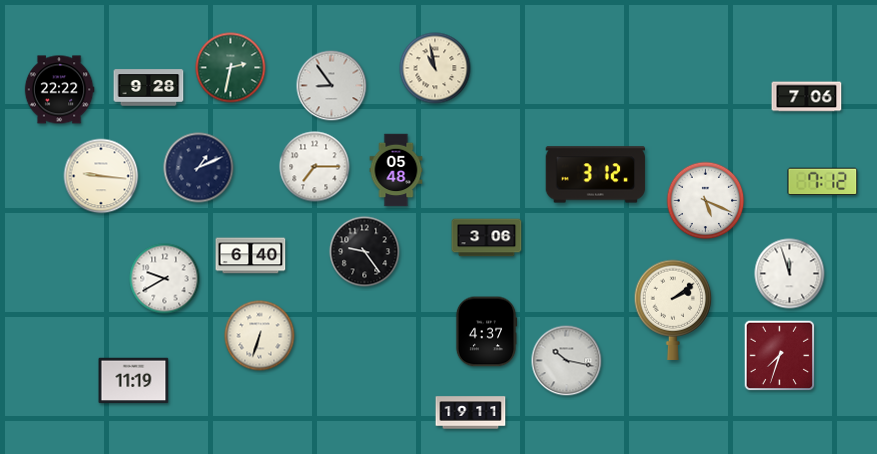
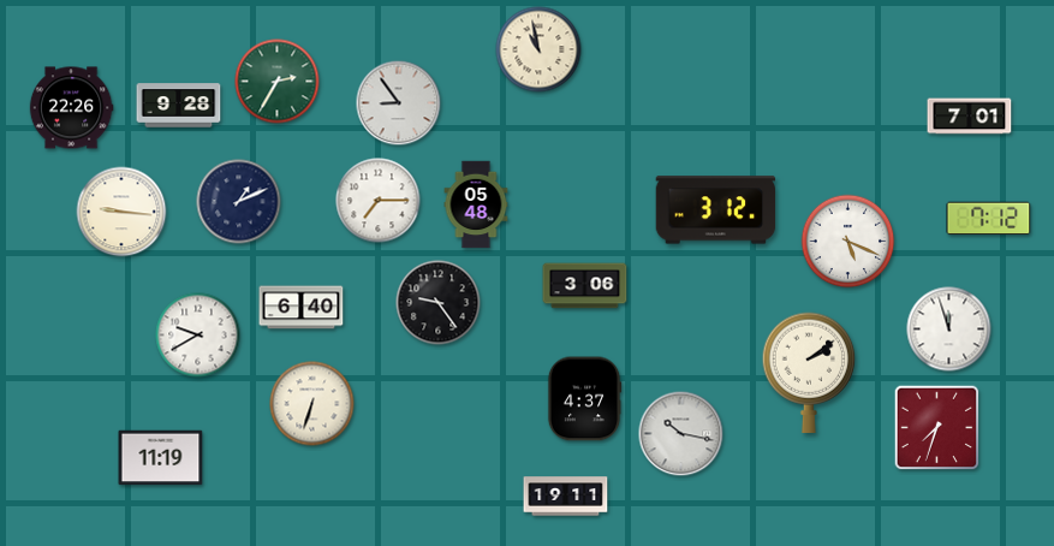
clock at (231, 68): 2:32 -> 2:35
clock at (435, 68) position: (435, 68) -> (538, 49)
clock at (59, 90): 22:22 -> 22:26
clock at (807, 97): 7:06 -> 7:01
